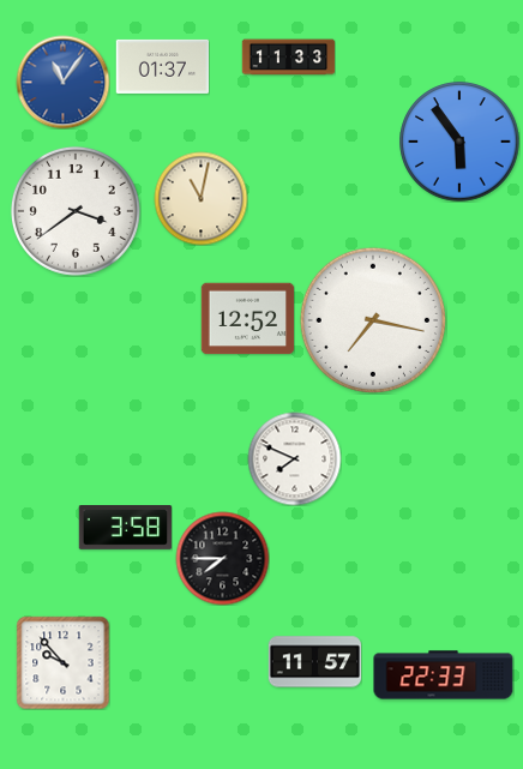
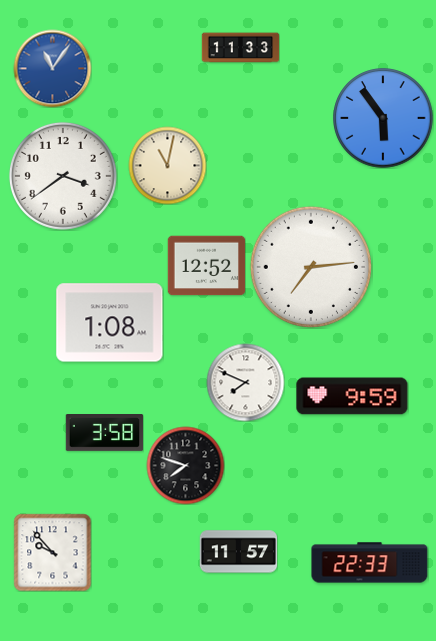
clock at (162, 66): 01:37 -> none
clock at (373, 320): 7:17 -> 7:14
clock at (110, 323): none -> 1:08
clock at (352, 396): none -> 9:59
clock at (125, 528) position: (125, 528) -> (104, 433)
clock at (222, 558): 7:45 -> 7:48
clock at (314, 662) position: (314, 662) -> (238, 552)
